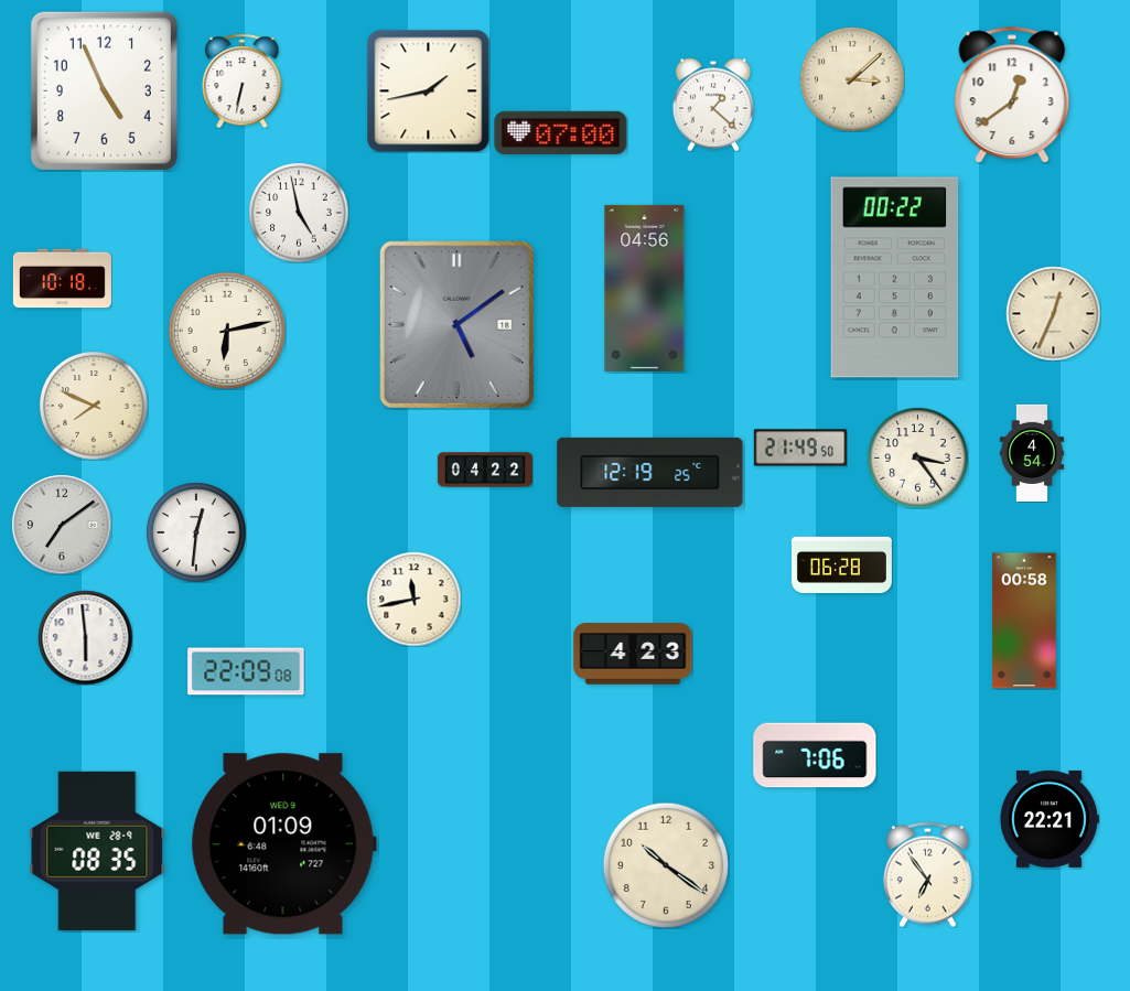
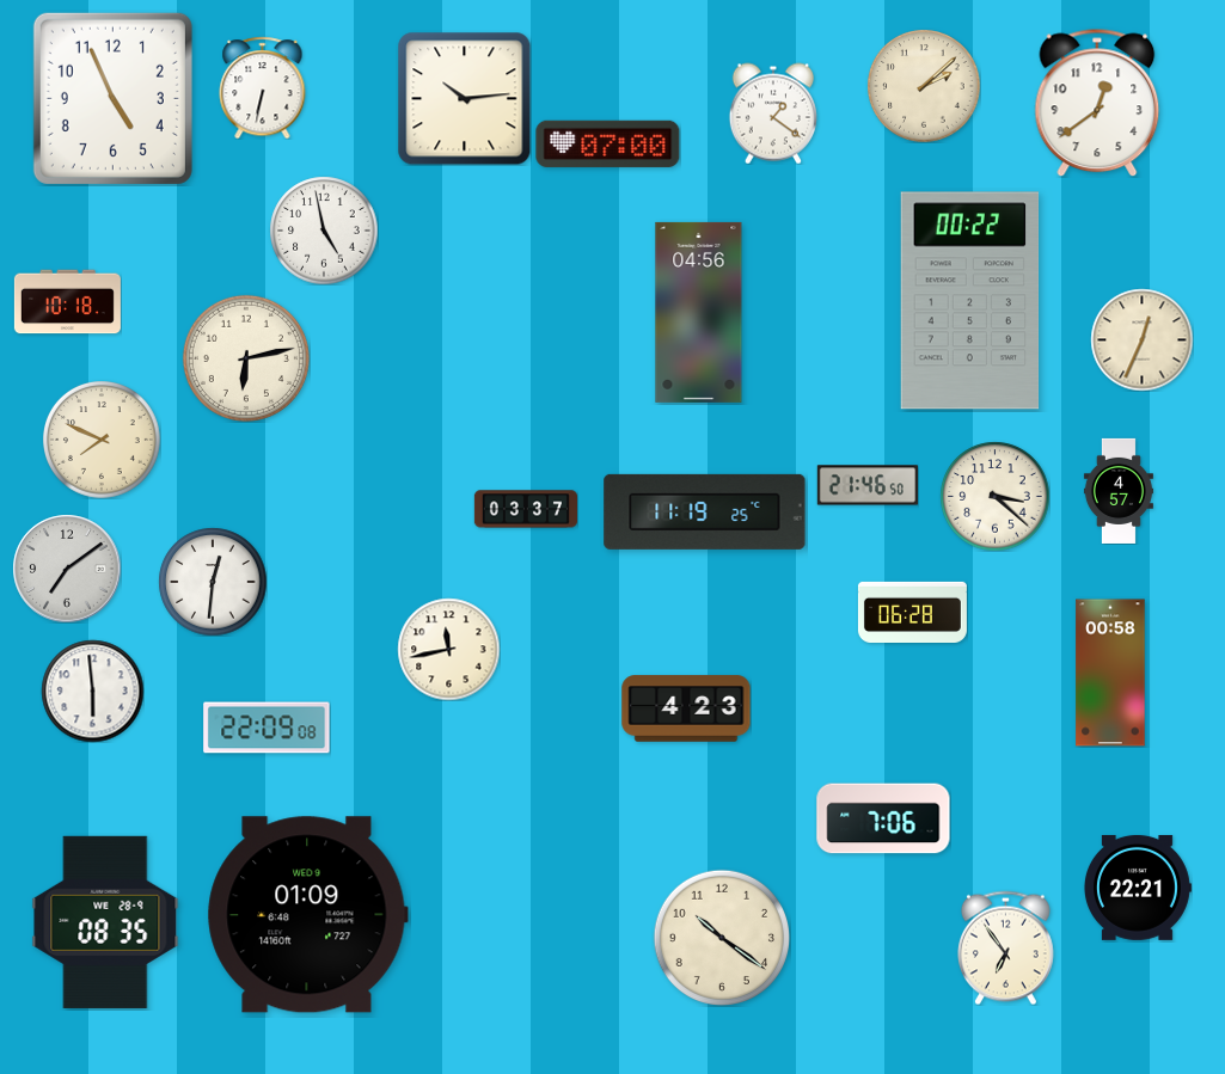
clock at (852, 79): 3:08 -> 2:08
clock at (428, 90): 1:43 -> 10:14
clock at (713, 105): 1:22 -> 1:21
clock at (456, 324): 5:09 -> none
clock at (799, 448): 21:49 -> 21:46
clock at (1032, 453): 4:54 -> 4:57
clock at (917, 457): 3:24 -> 3:22
clock at (485, 470): 04:22 -> 03:37
clock at (650, 472): 12:19 -> 11:19
clock at (196, 532) position: (196, 532) -> (213, 582)
